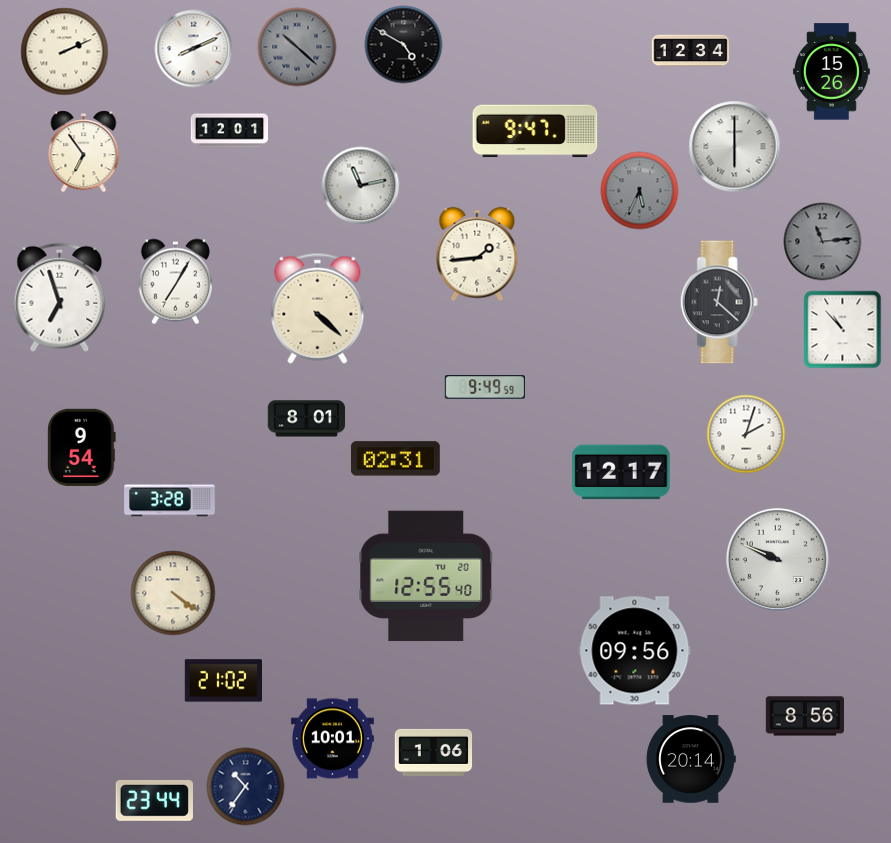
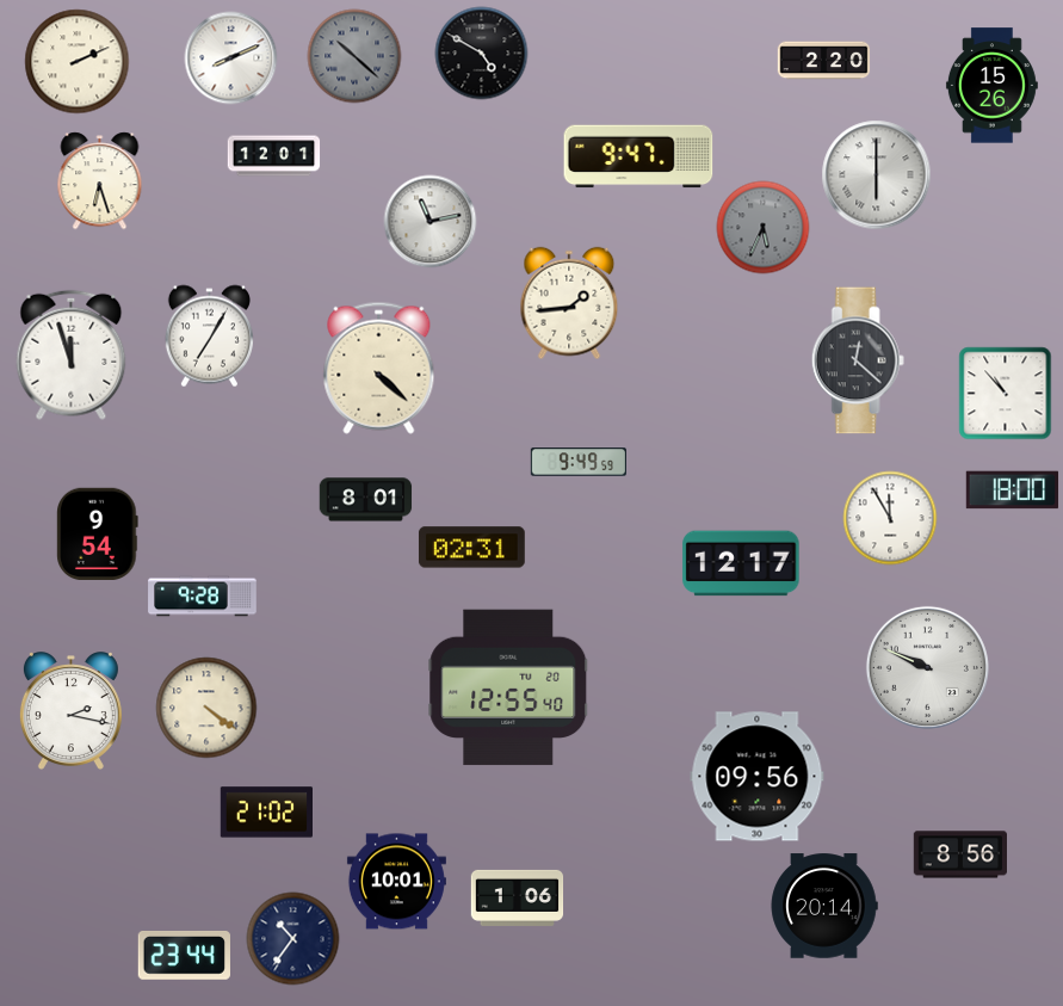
clock at (690, 51): 12:34 -> 2:20
clock at (84, 151): 6:54 -> 6:27
clock at (822, 241): 11:14 -> none
clock at (60, 297): 6:57 -> 11:57
clock at (1012, 490): none -> 18:00
clock at (746, 434): 2:03 -> 11:55
clock at (170, 500): 3:28 -> 9:28
clock at (70, 711): none -> 2:17
